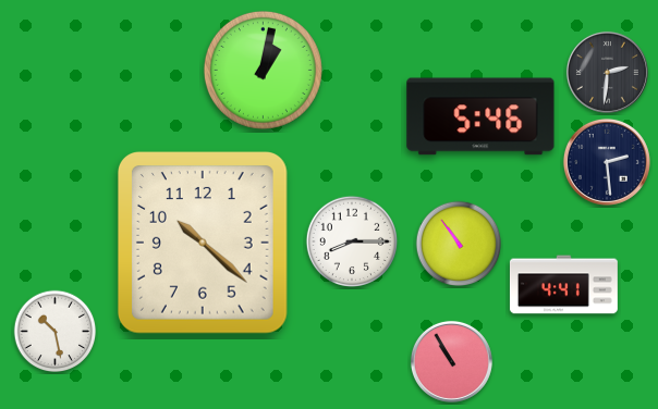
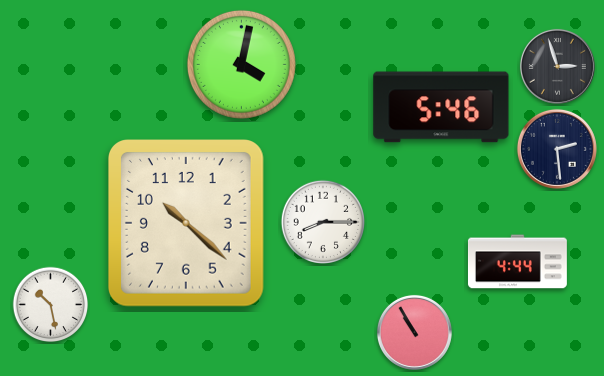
clock at (263, 70): 1:02 -> 4:02
clock at (607, 72): 2:31 -> 2:57
clock at (459, 244): 10:54 -> none
clock at (563, 285): 4:41 -> 4:44
